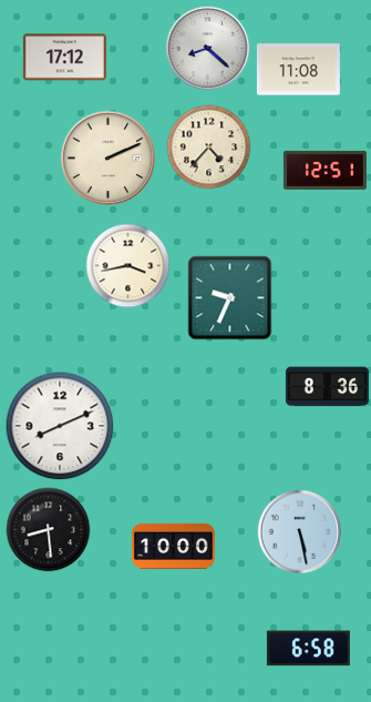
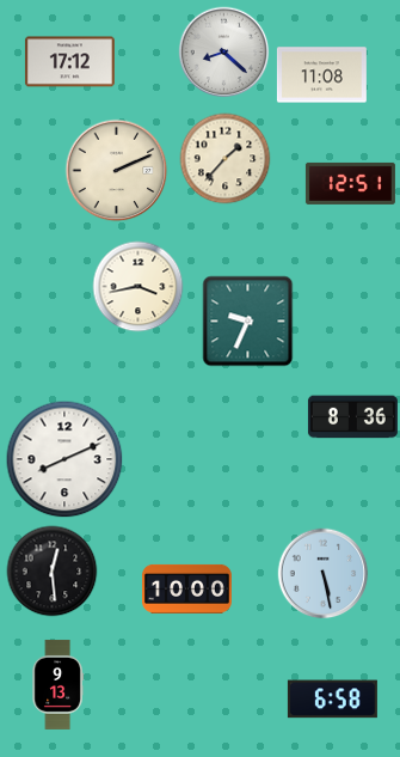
clock at (209, 147): 4:37 -> 1:37
clock at (49, 530): 8:29 -> 12:29
clock at (57, 684): none -> 9:13
